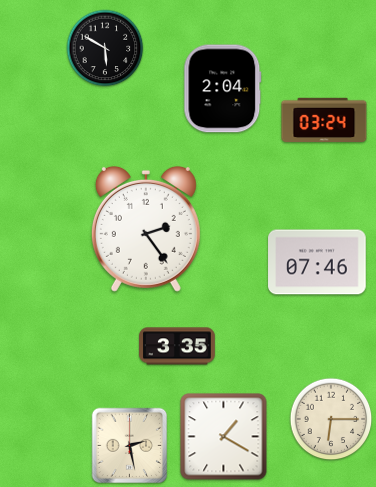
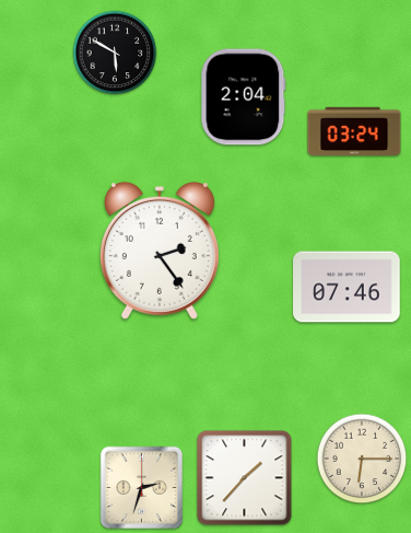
clock at (177, 346): 3:35 -> none
clock at (224, 437): 1:20 -> 1:37
clock at (130, 446): 2:28 -> 2:33
